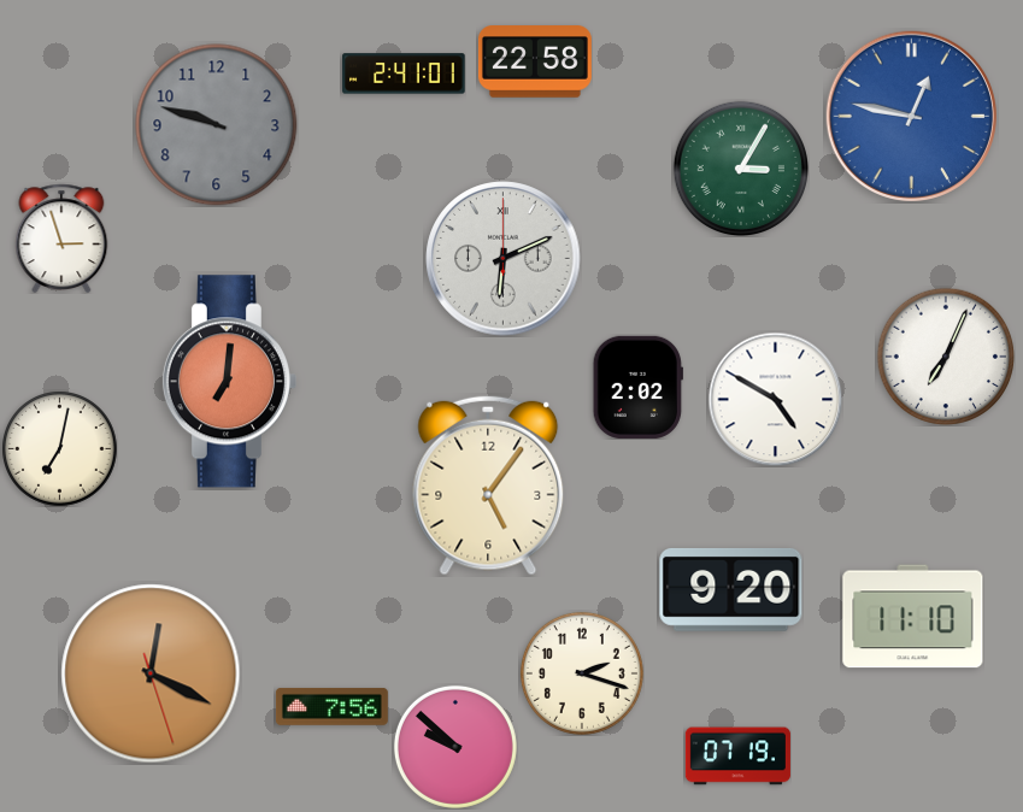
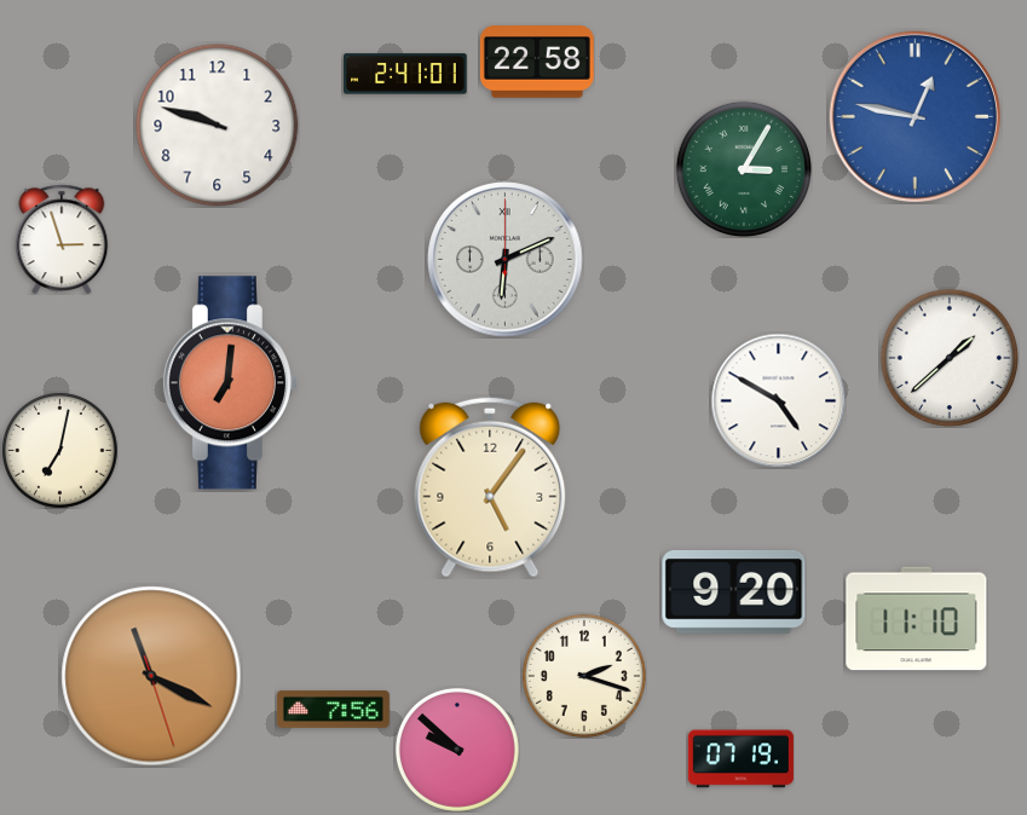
clock at (217, 125) dial: grey -> white
clock at (946, 357): 7:04 -> 1:38
clock at (637, 387): 2:02 -> none
clock at (151, 673): 12:19 -> 11:19
